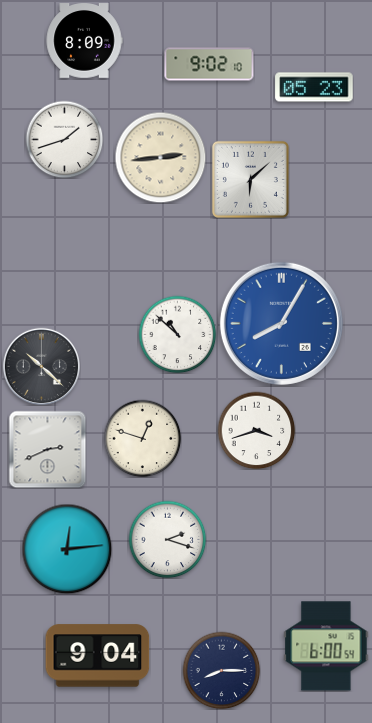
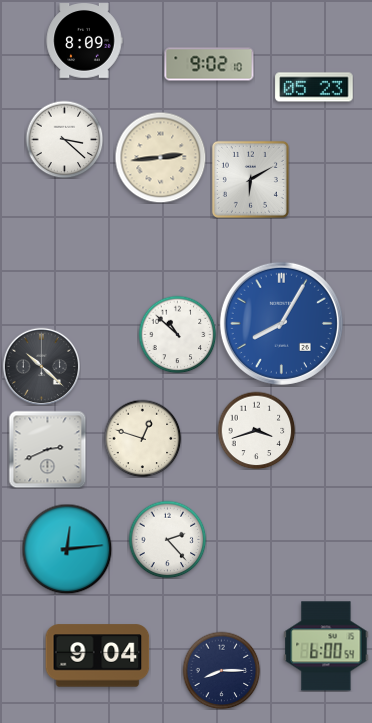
clock at (64, 139): 1:42 -> 3:22
clock at (250, 179): 6:08 -> 6:10
clock at (167, 539): 2:18 -> 2:23
